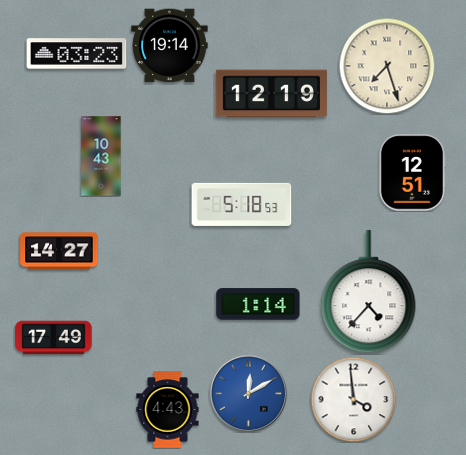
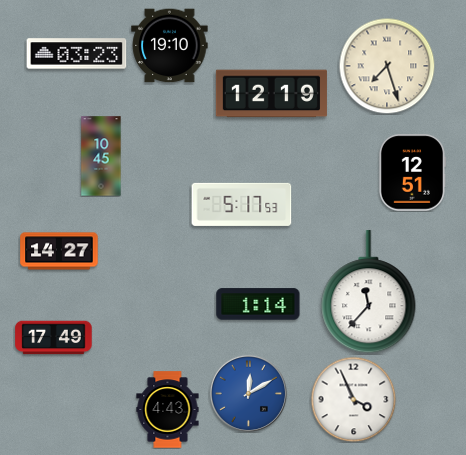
clock at (170, 46): 19:14 -> 19:10
clock at (101, 156): 10:43 -> 10:45
clock at (242, 204): 5:18 -> 5:17
clock at (369, 292): 4:37 -> 11:37
clock at (353, 399): 3:59 -> 3:56
